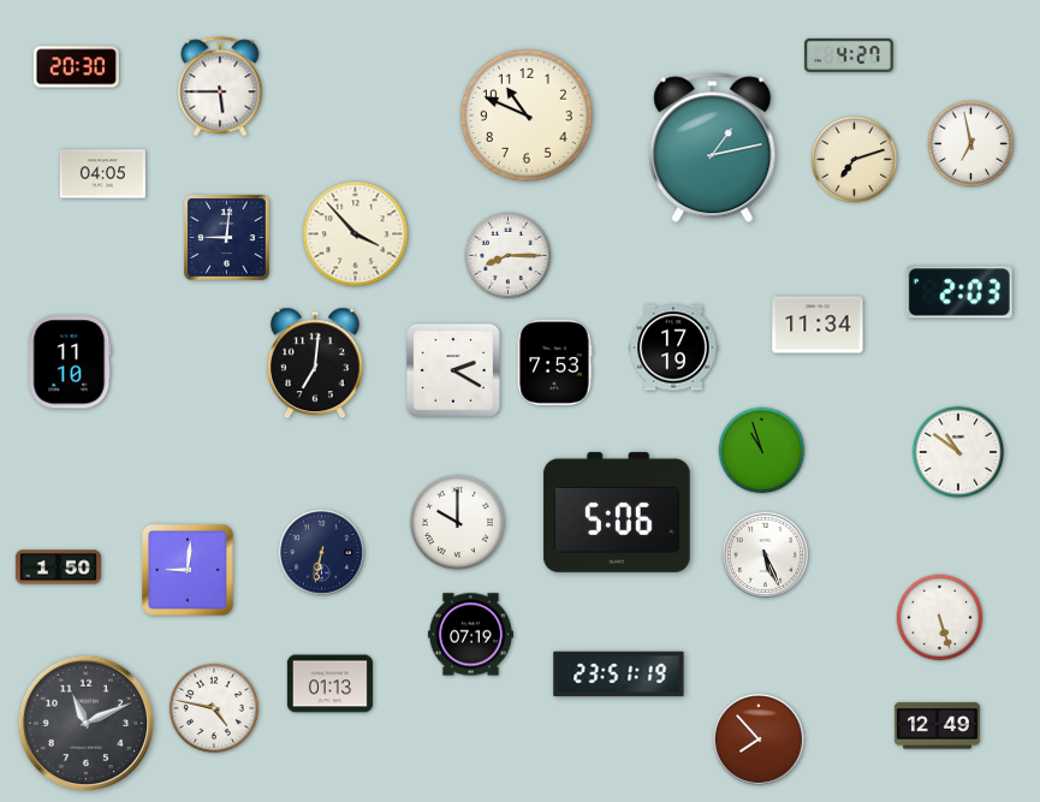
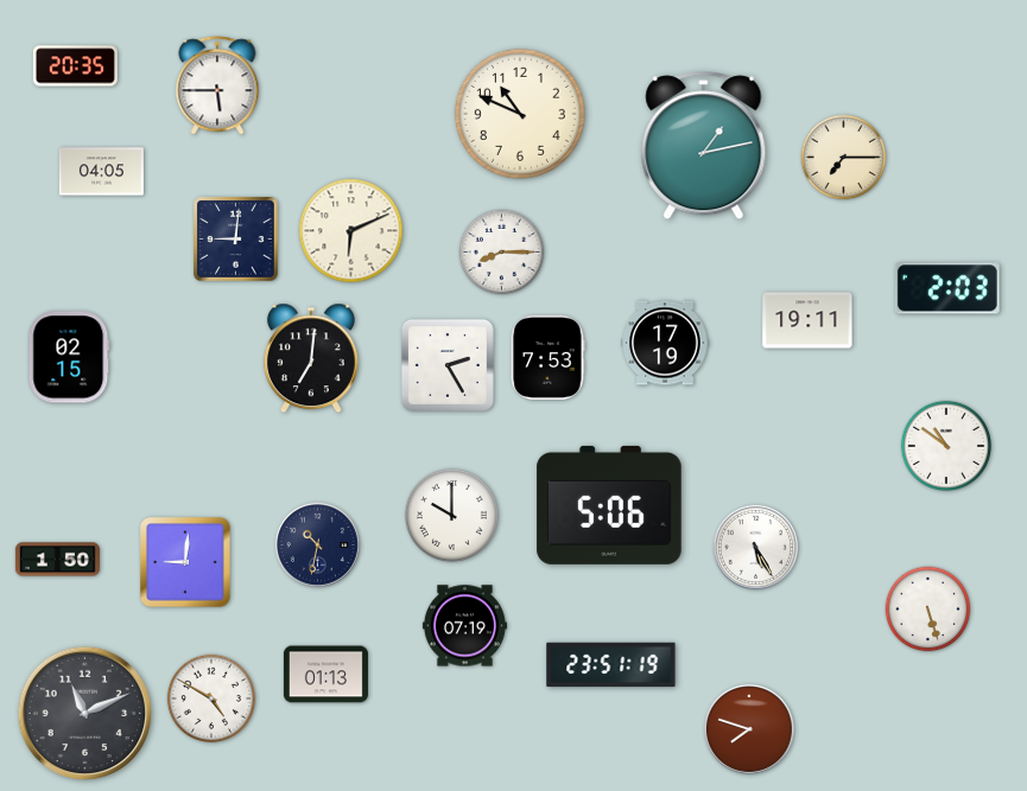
clock at (849, 55): 4:27 -> none
clock at (76, 67): 20:30 -> 20:35
clock at (971, 144): 6:58 -> none
clock at (855, 160): 7:12 -> 7:15
clock at (356, 234): 3:53 -> 6:11
clock at (227, 238) position: (227, 238) -> (236, 240)
clock at (818, 325): 11:34 -> 19:11
clock at (70, 362): 11:10 -> 02:15
clock at (453, 370): 2:20 -> 2:25
clock at (762, 451): 10:57 -> none
clock at (321, 552): 6:32 -> 10:32
clock at (765, 554): 5:26 -> 5:25
clock at (214, 708): 4:47 -> 4:50
clock at (937, 726): 12:49 -> none
clock at (760, 741): 7:53 -> 7:48
